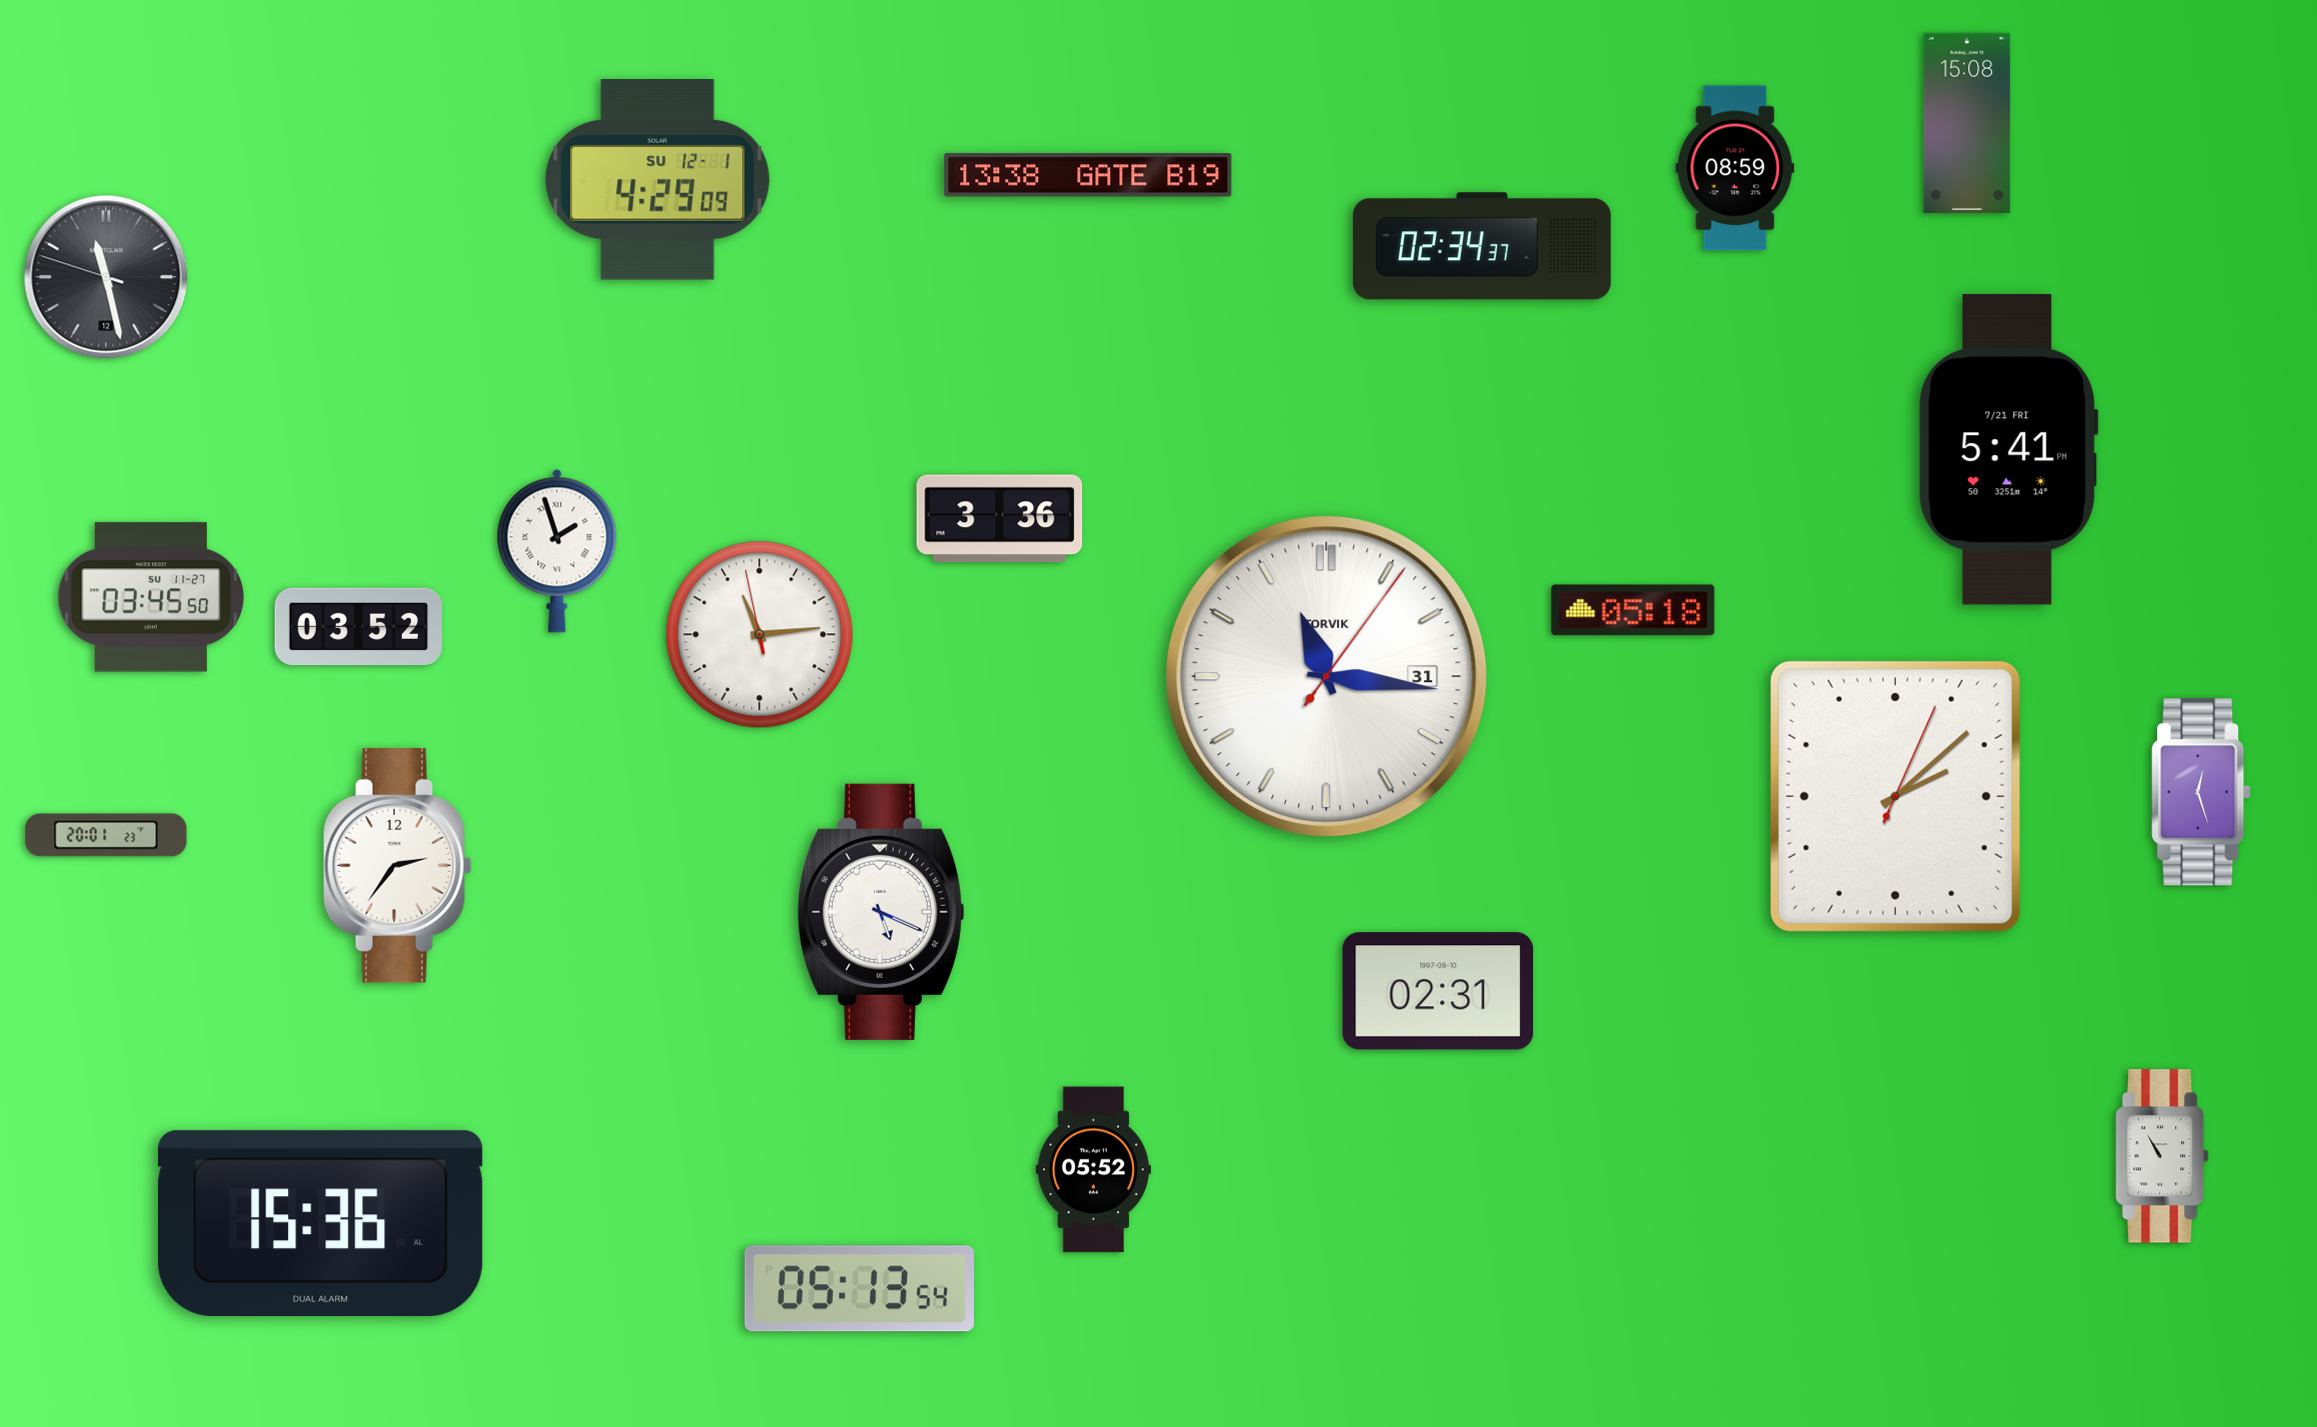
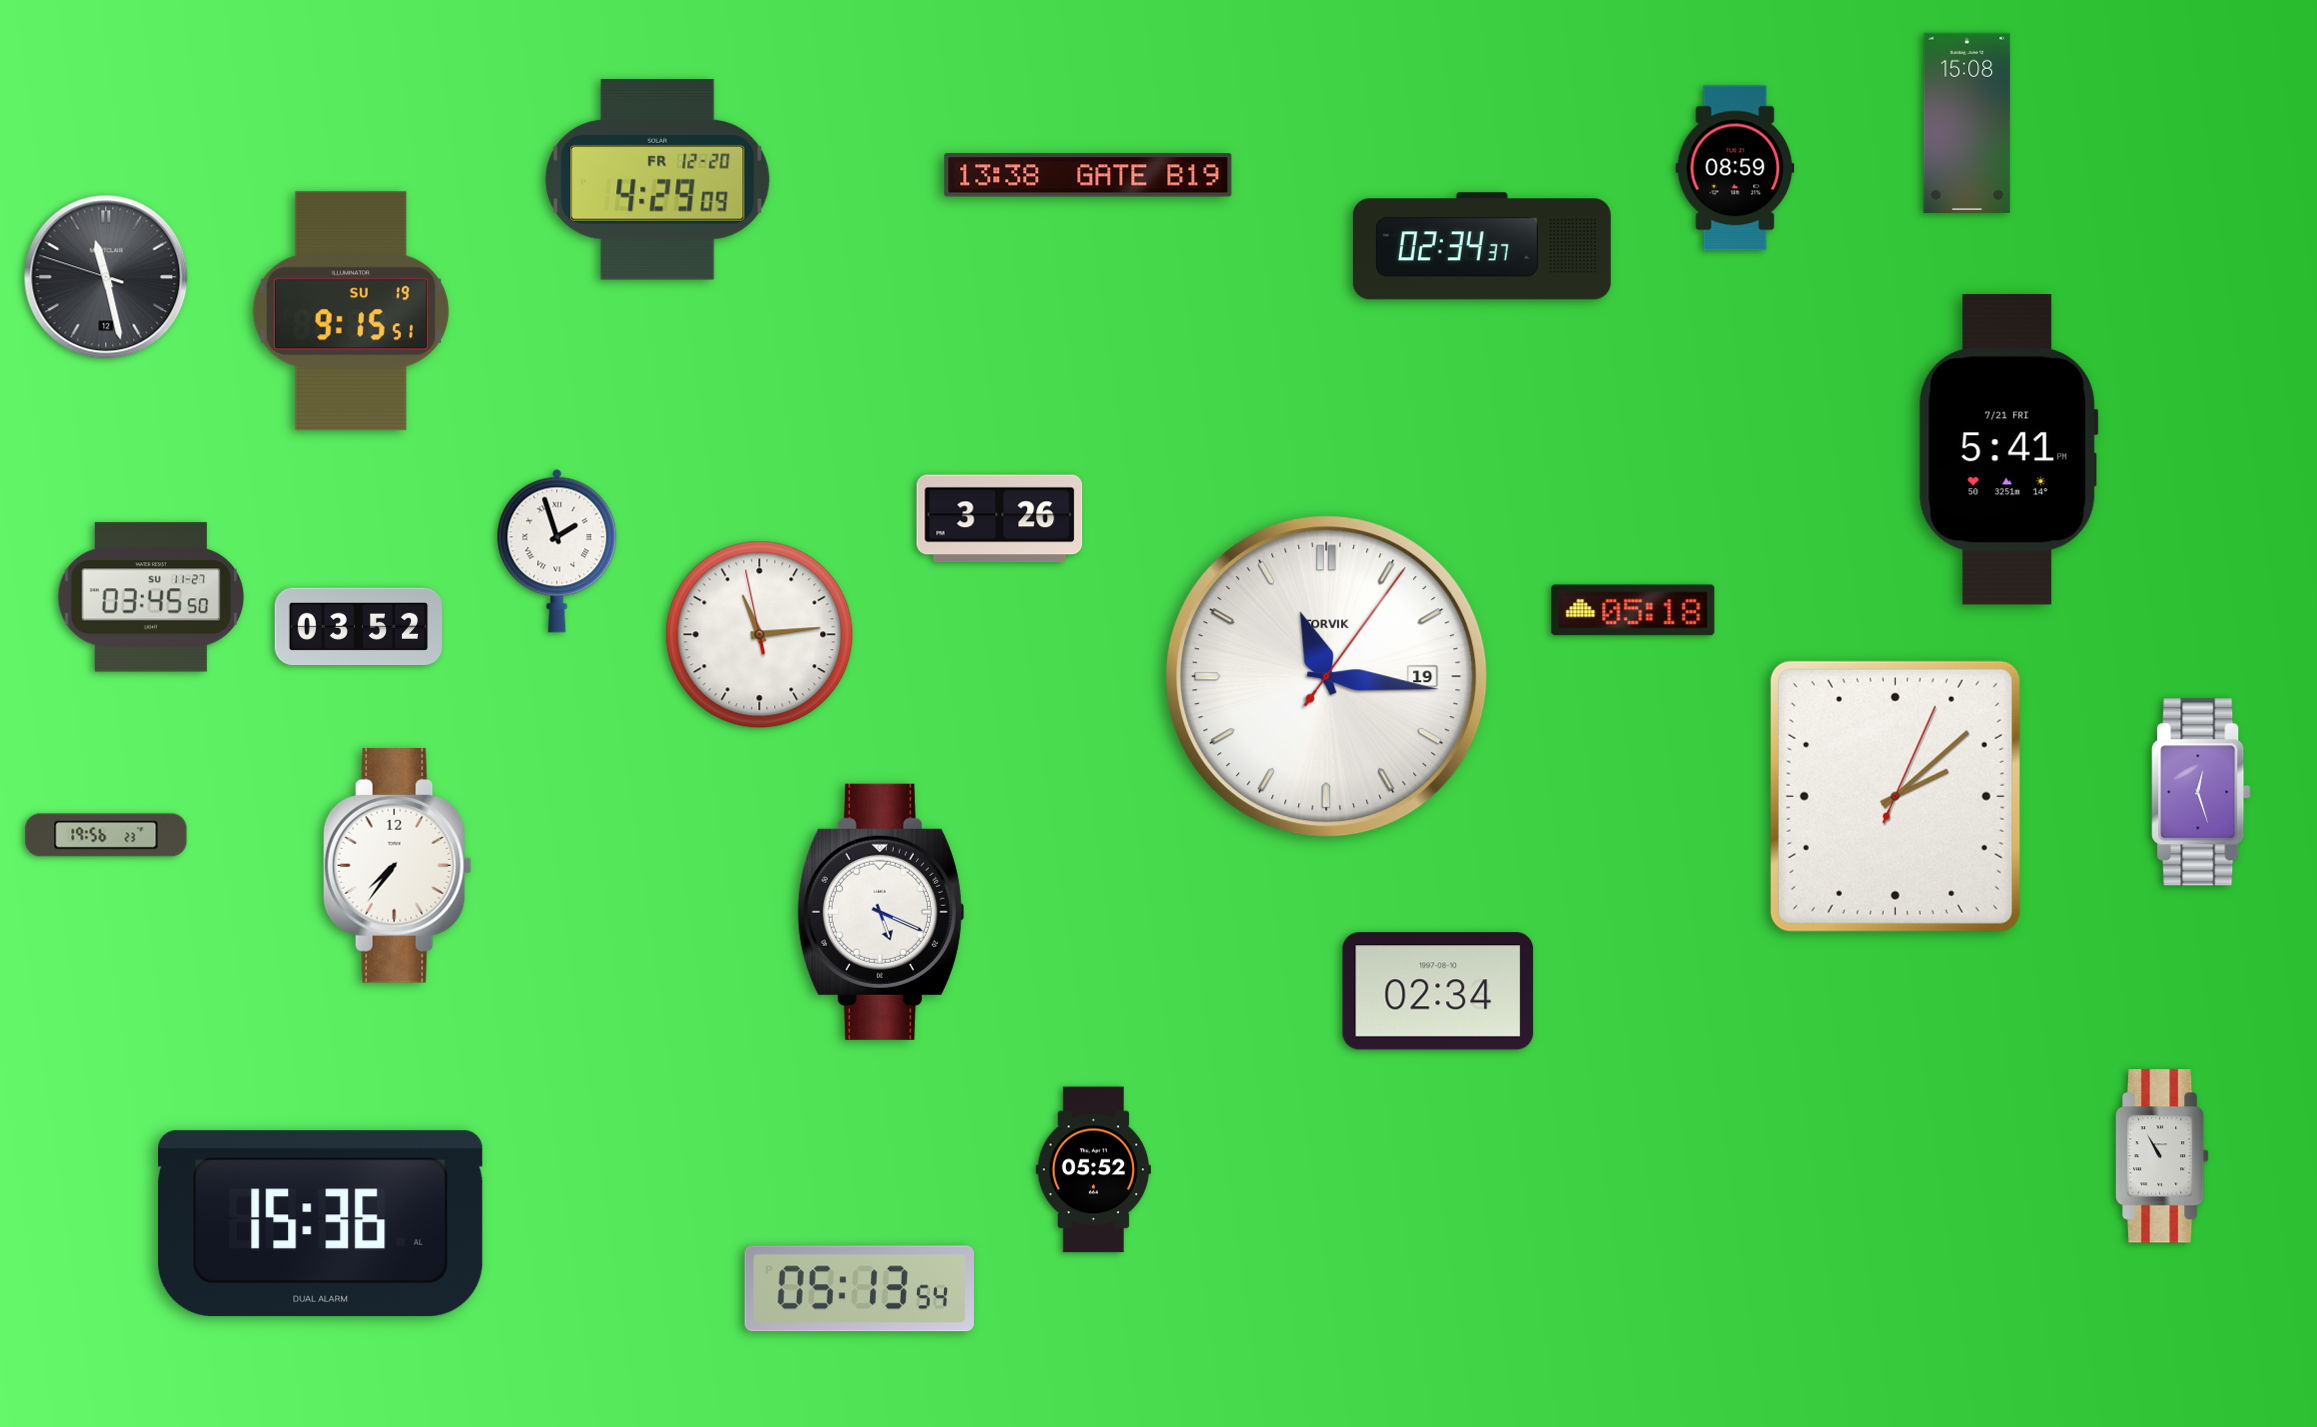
clock at (658, 180) date: SU 12-1 -> FR 12-20
clock at (351, 311): none -> 9:15
clock at (1000, 519): 3:36 -> 3:26
clock at (1327, 677) date: 31 -> 19
clock at (106, 835): 20:01 -> 19:56
clock at (397, 866): 2:36 -> 7:36
clock at (1438, 991): 02:31 -> 02:34
